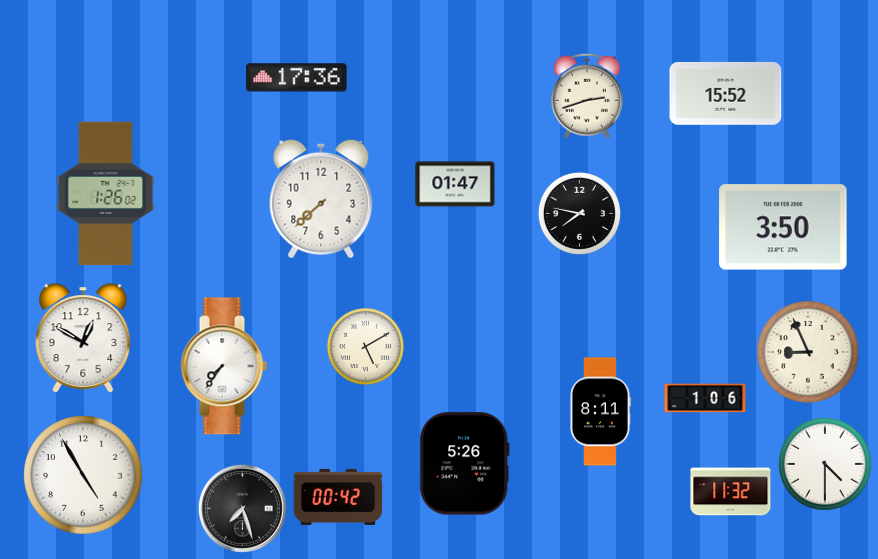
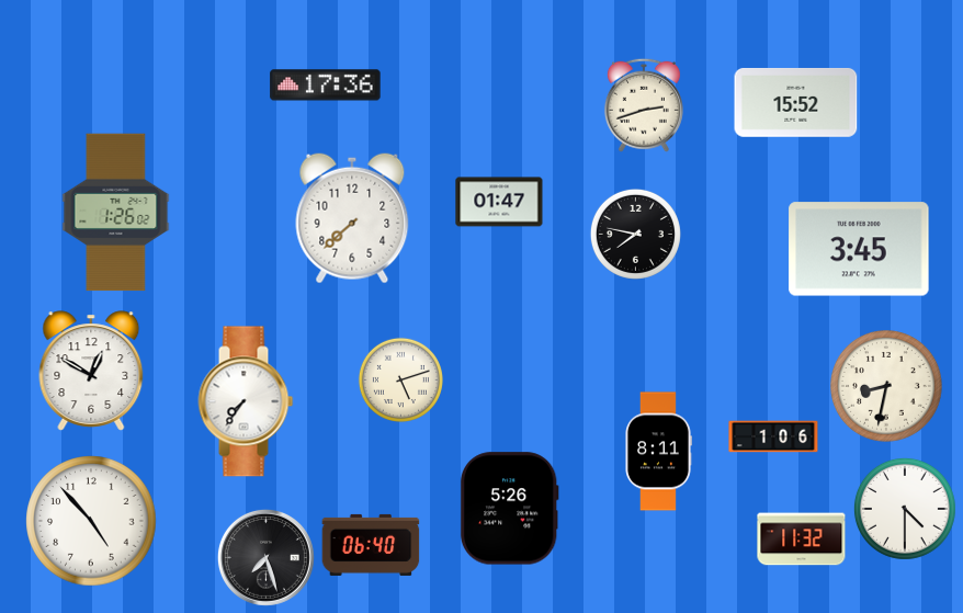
clock at (783, 227): 3:50 -> 3:45
clock at (365, 346): 5:10 -> 5:12
clock at (809, 353): 8:56 -> 8:32
clock at (83, 475): 4:55 -> 4:53
clock at (338, 497): 00:42 -> 06:40
